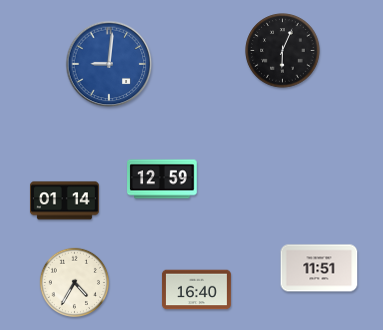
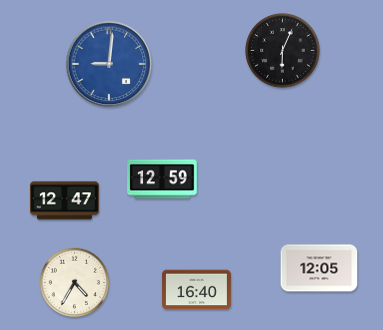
clock at (64, 201): 01:14 -> 12:47
clock at (319, 268): 11:51 -> 12:05
